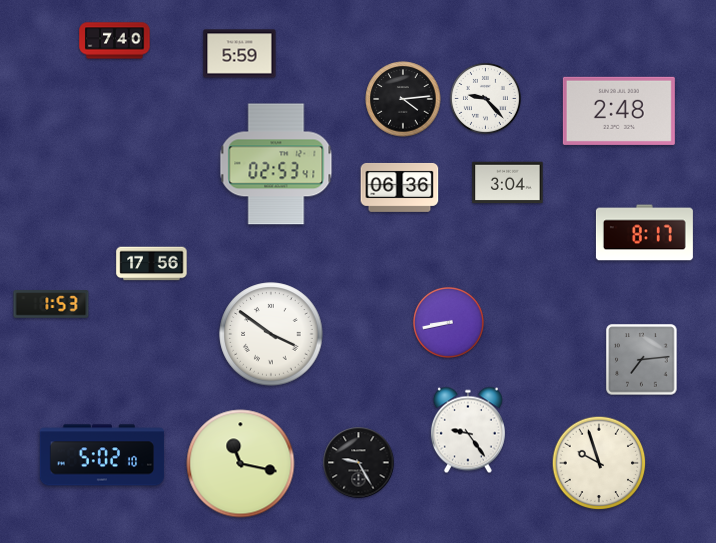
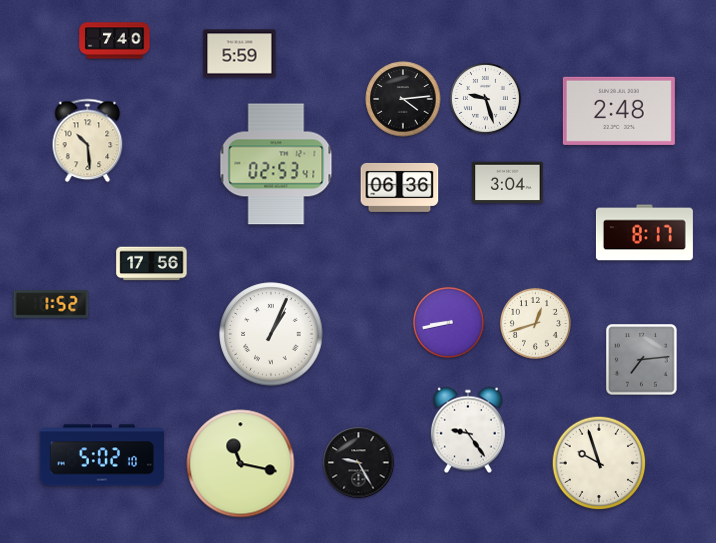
clock at (485, 98): 9:23 -> 9:27
clock at (88, 141): none -> 10:29
clock at (51, 304): 1:53 -> 1:52
clock at (535, 323): none -> 12:42
clock at (271, 334): 3:51 -> 1:04
